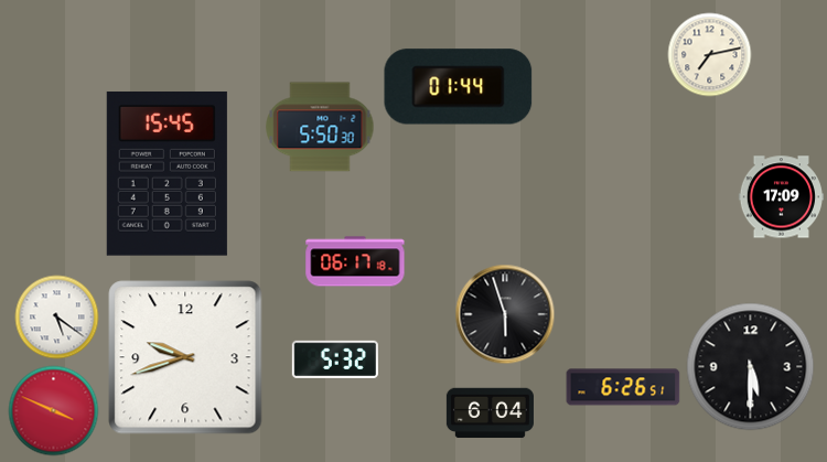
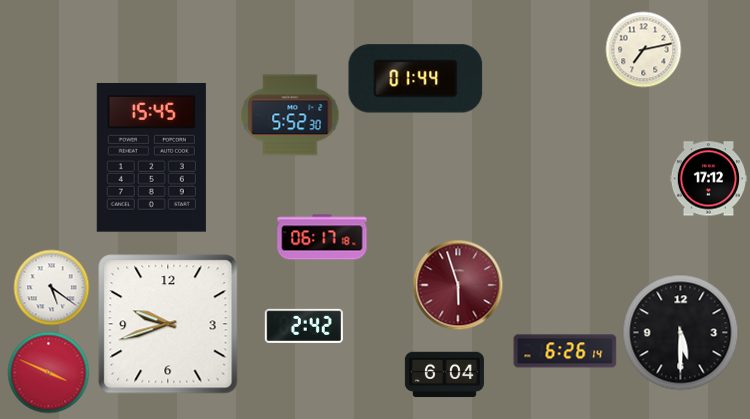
clock at (320, 127): 5:50 -> 5:52
clock at (781, 197): 17:09 -> 17:12
clock at (505, 314) dial: black -> burgundy
clock at (335, 359): 5:32 -> 2:42
clock at (623, 387): 6:26:51 -> 6:26:14
